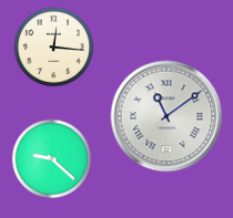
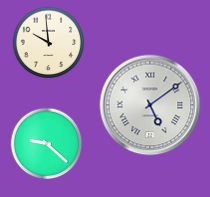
clock at (54, 48): 12:16 -> 9:59
clock at (166, 116): 11:09 -> 5:09
